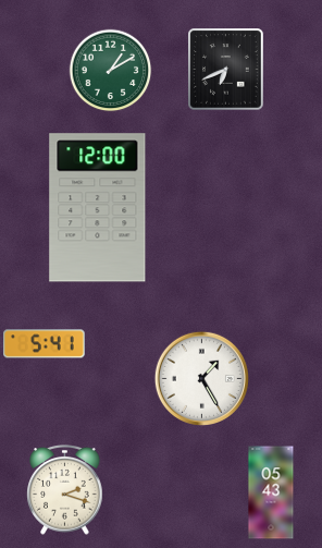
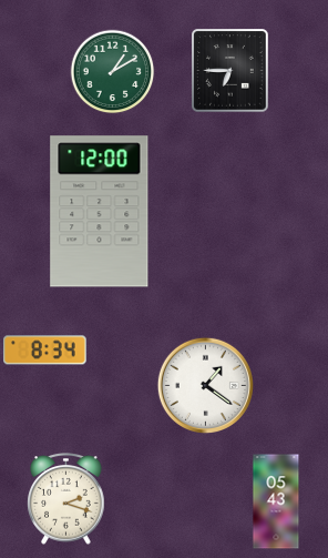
clock at (226, 70): 6:41 -> 6:45
clock at (45, 344): 5:41 -> 8:34
clock at (201, 378): 1:25 -> 1:21
